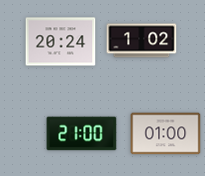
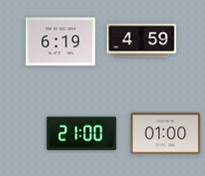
clock at (142, 41): 1:02 -> 4:59
clock at (61, 42): 20:24 -> 6:19
